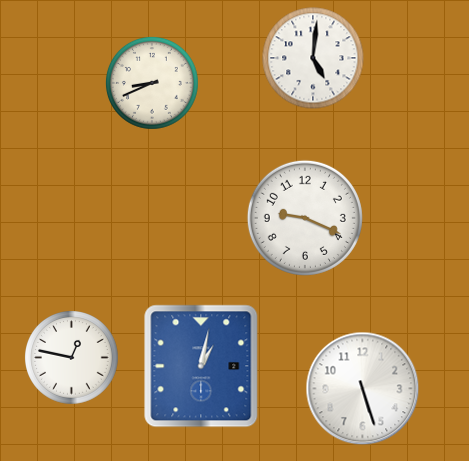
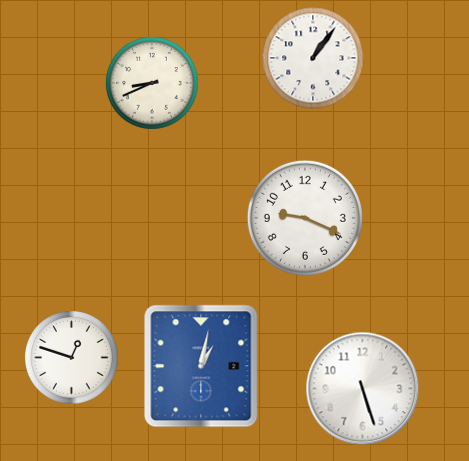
clock at (313, 58): 5:01 -> 1:06
clock at (72, 358): 12:47 -> 12:48
